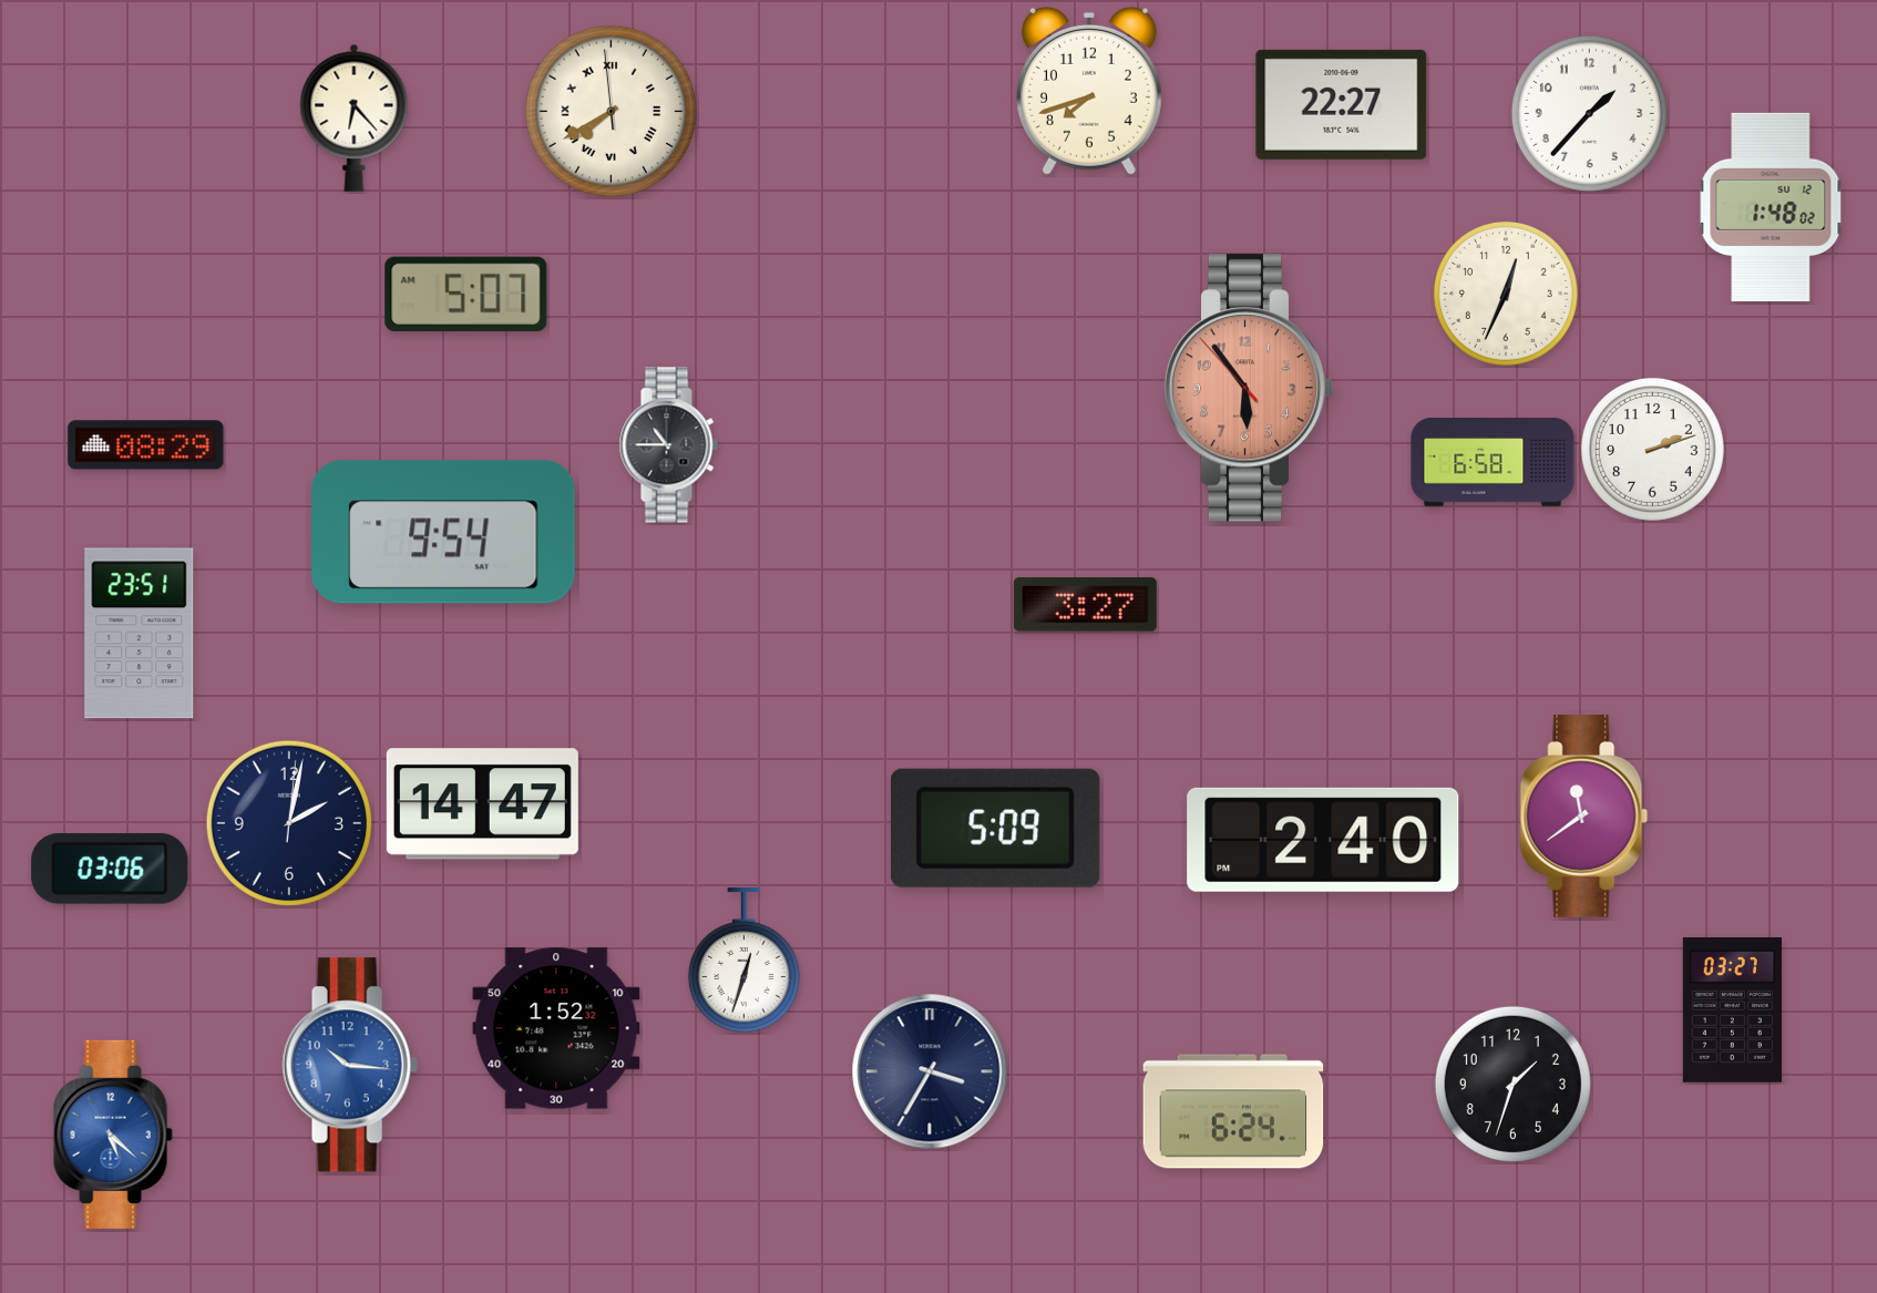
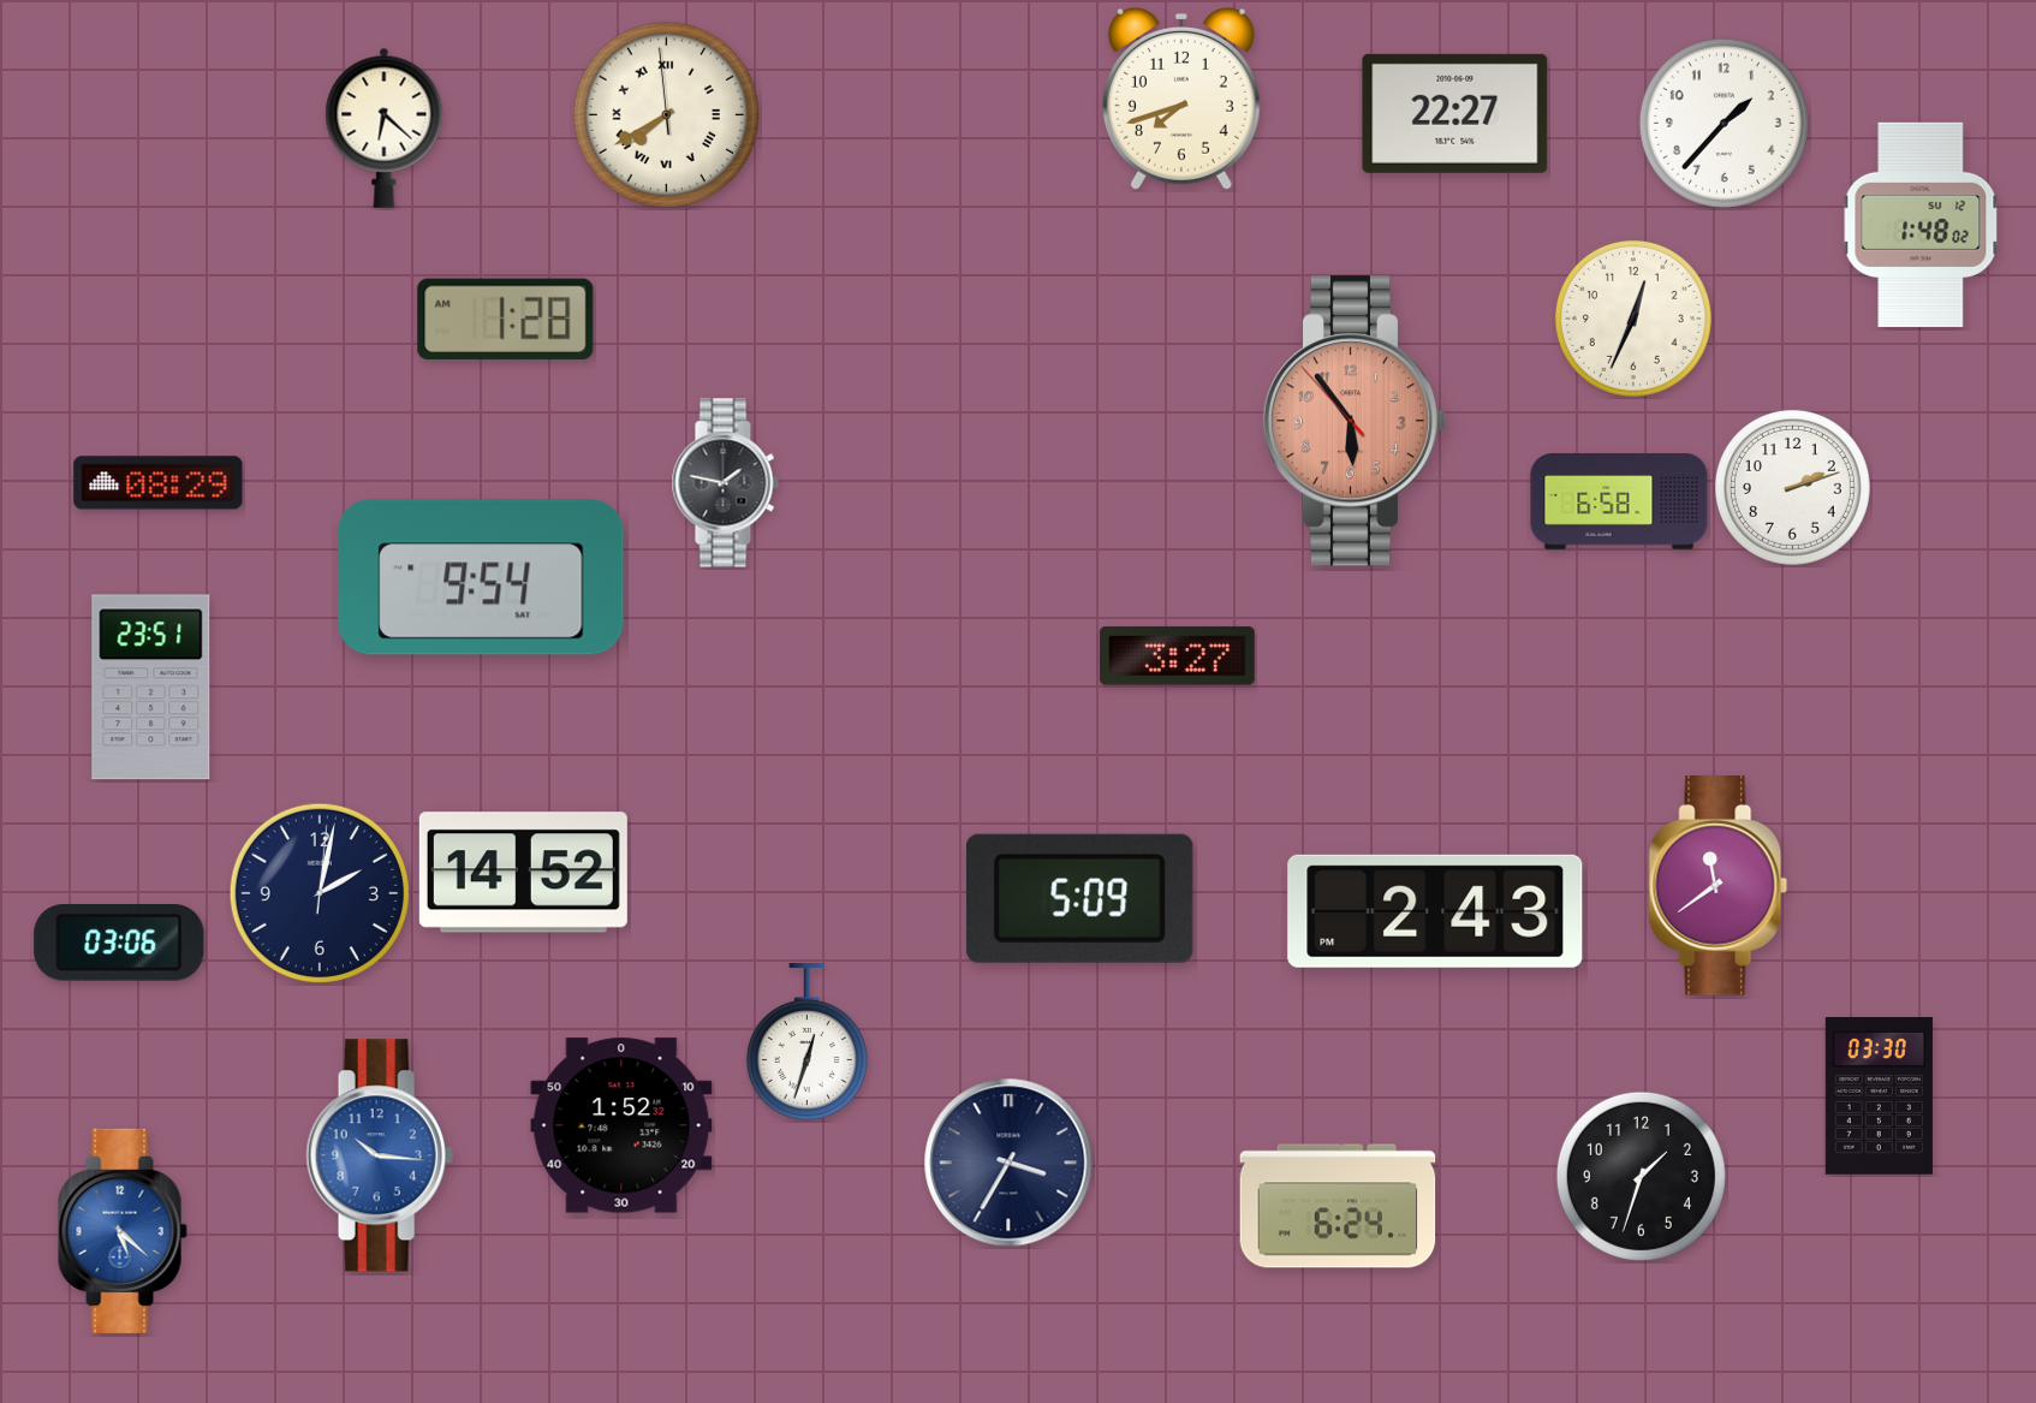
clock at (612, 112) position: (612, 112) -> (667, 115)
clock at (355, 117): 6:23 -> 6:22
clock at (466, 294): 5:07 -> 1:28
clock at (668, 445): 10:45 -> 1:47
clock at (482, 804): 14:47 -> 14:52
clock at (289, 823) position: (289, 823) -> (320, 893)
clock at (1323, 840): 2:40 -> 2:43
clock at (1732, 1010): 03:27 -> 03:30
clock at (556, 1028) position: (556, 1028) -> (621, 1125)
